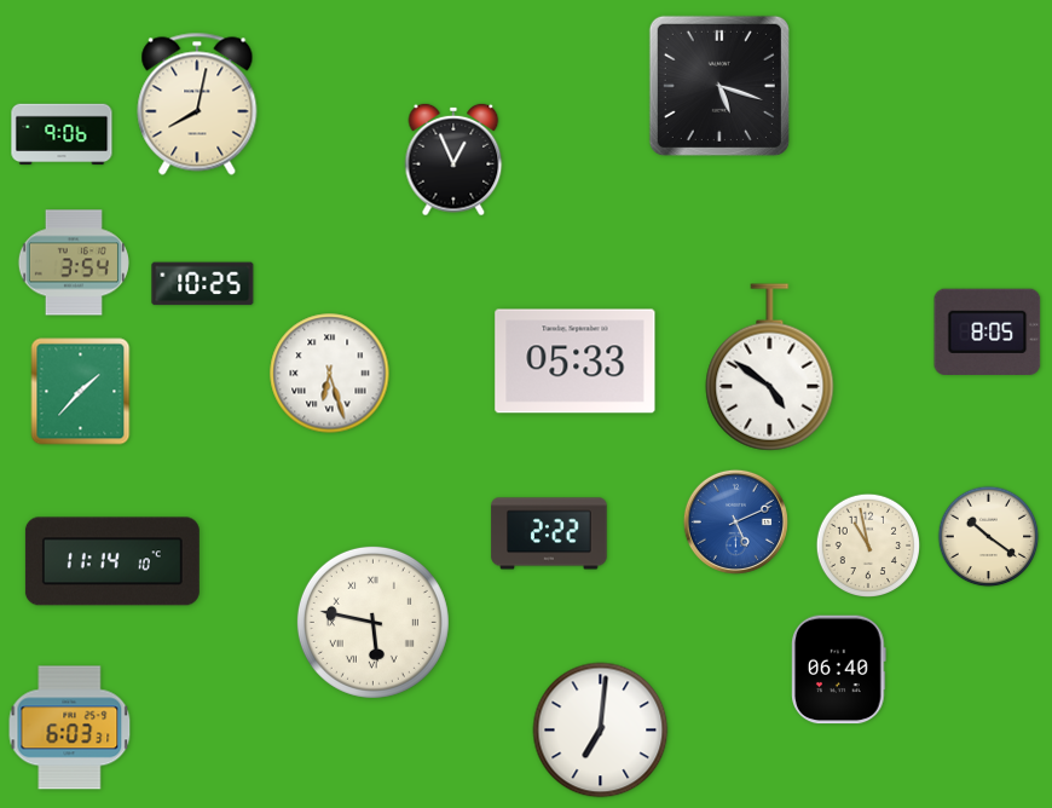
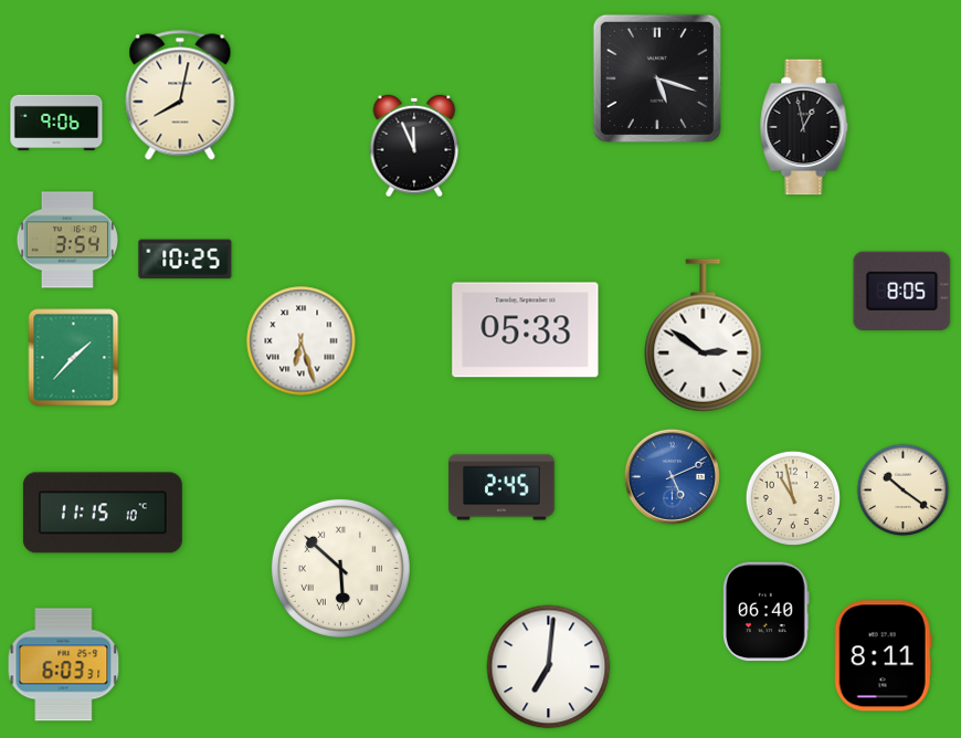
clock at (804, 127): none -> 12:58
clock at (453, 160): 12:56 -> 11:56
clock at (988, 331) position: (988, 331) -> (902, 291)
clock at (770, 368): 4:51 -> 2:51
clock at (549, 533): 2:22 -> 2:45
clock at (112, 561): 11:14 -> 11:15
clock at (372, 622): 5:47 -> 5:52
clock at (883, 656): none -> 8:11
